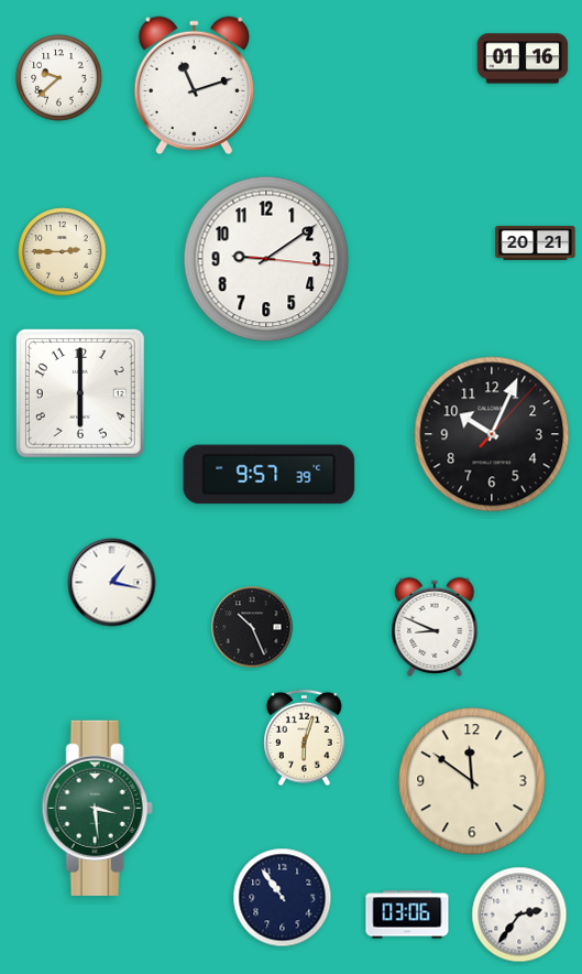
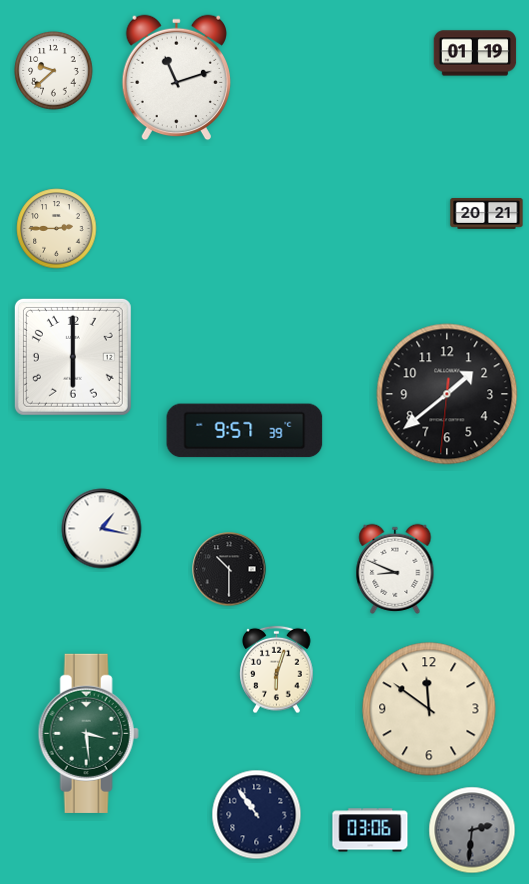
clock at (523, 58): 01:16 -> 01:19
clock at (536, 244) position: (536, 244) -> (487, 214)
clock at (266, 259): 9:09 -> none
clock at (492, 434): 10:04 -> 1:38
clock at (252, 627): 10:26 -> 10:30
clock at (519, 915): 2:36 -> 2:31
clock at (519, 915) dial: white -> grey
